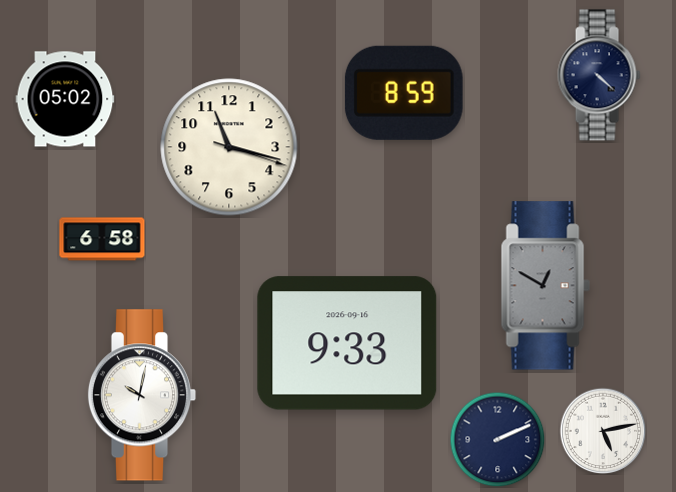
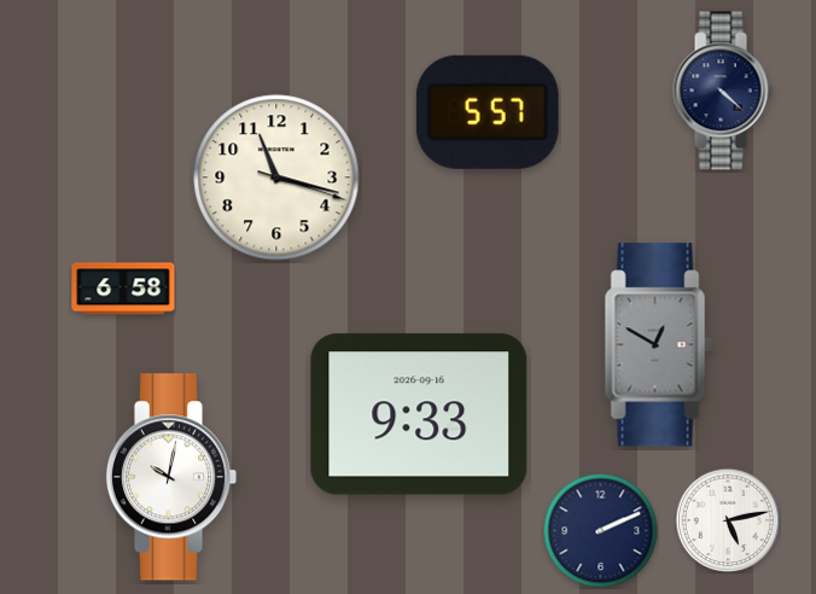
clock at (404, 93): 8:59 -> 5:57
clock at (65, 99): 05:02 -> none
